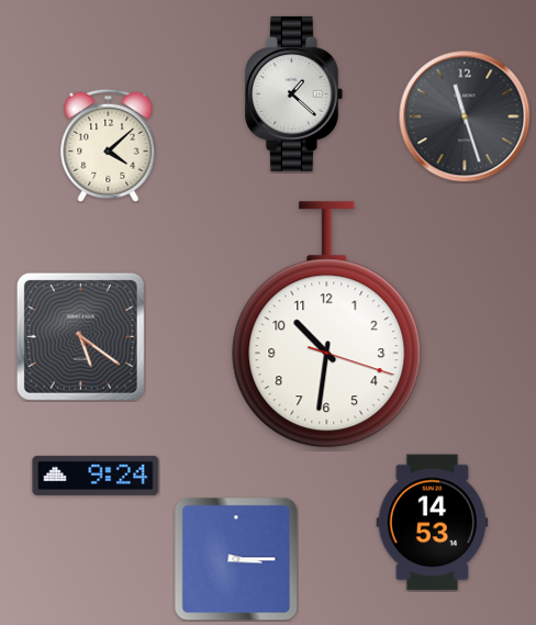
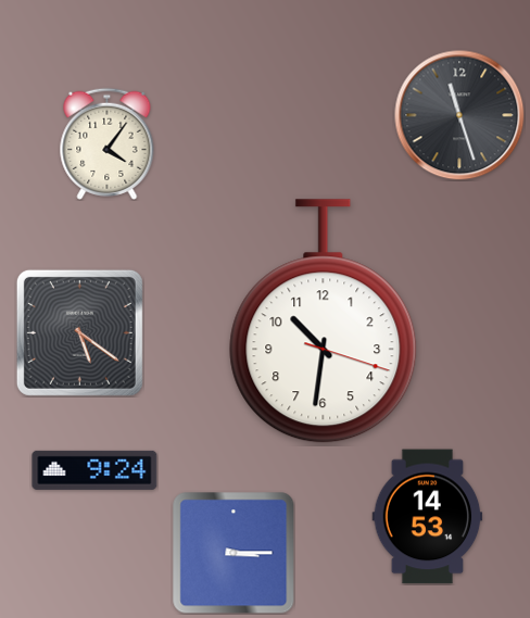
clock at (293, 93): 1:22 -> none
clock at (109, 145): 4:08 -> 4:06
